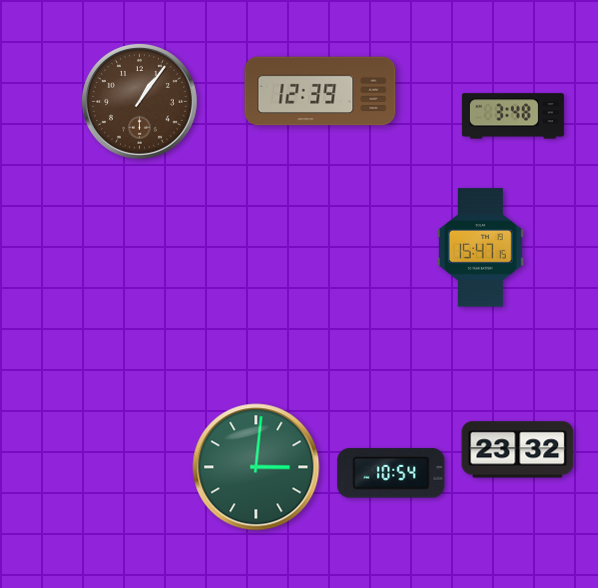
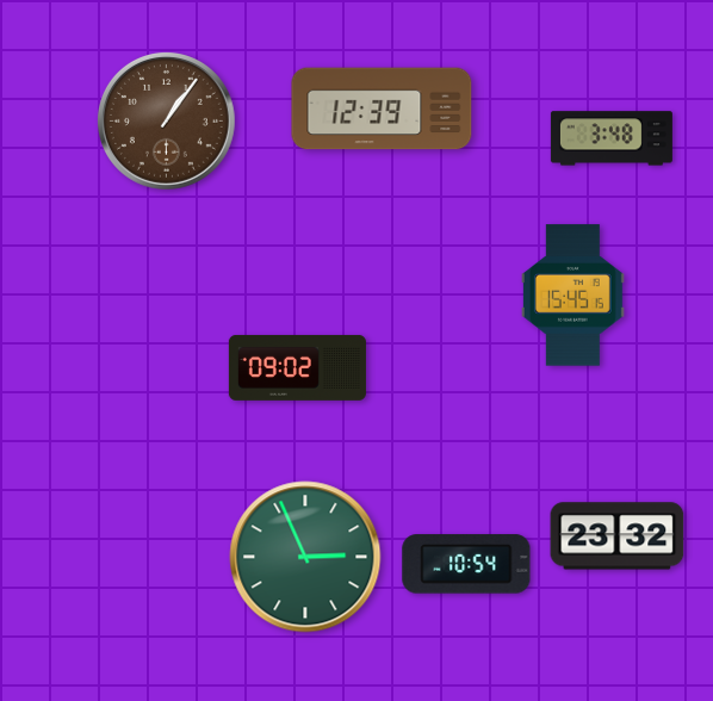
clock at (480, 248): 15:47 -> 15:45
clock at (297, 367): none -> 09:02
clock at (256, 467): 3:01 -> 2:56
